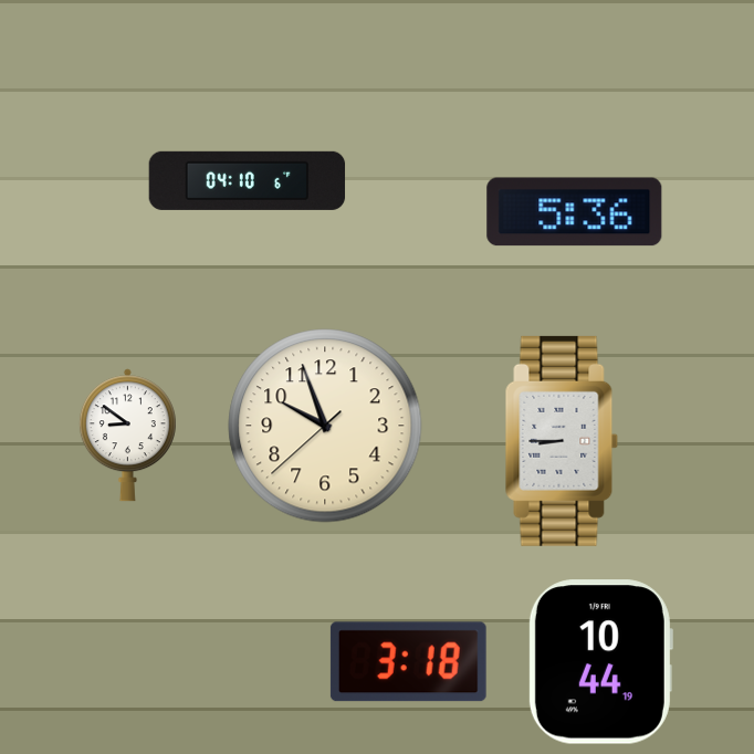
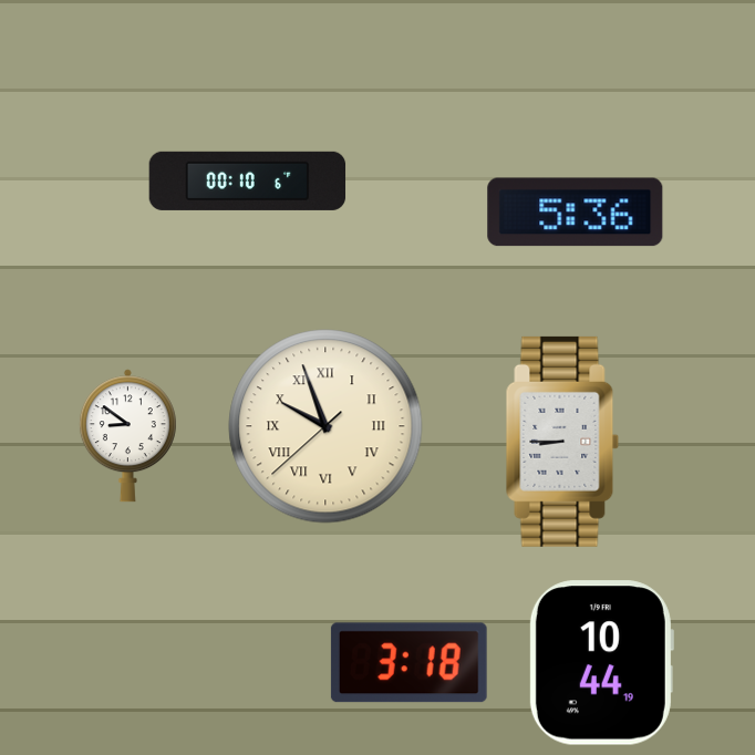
clock at (248, 180): 04:10 -> 00:10
clock at (325, 426) numerals: Arabic -> Roman
